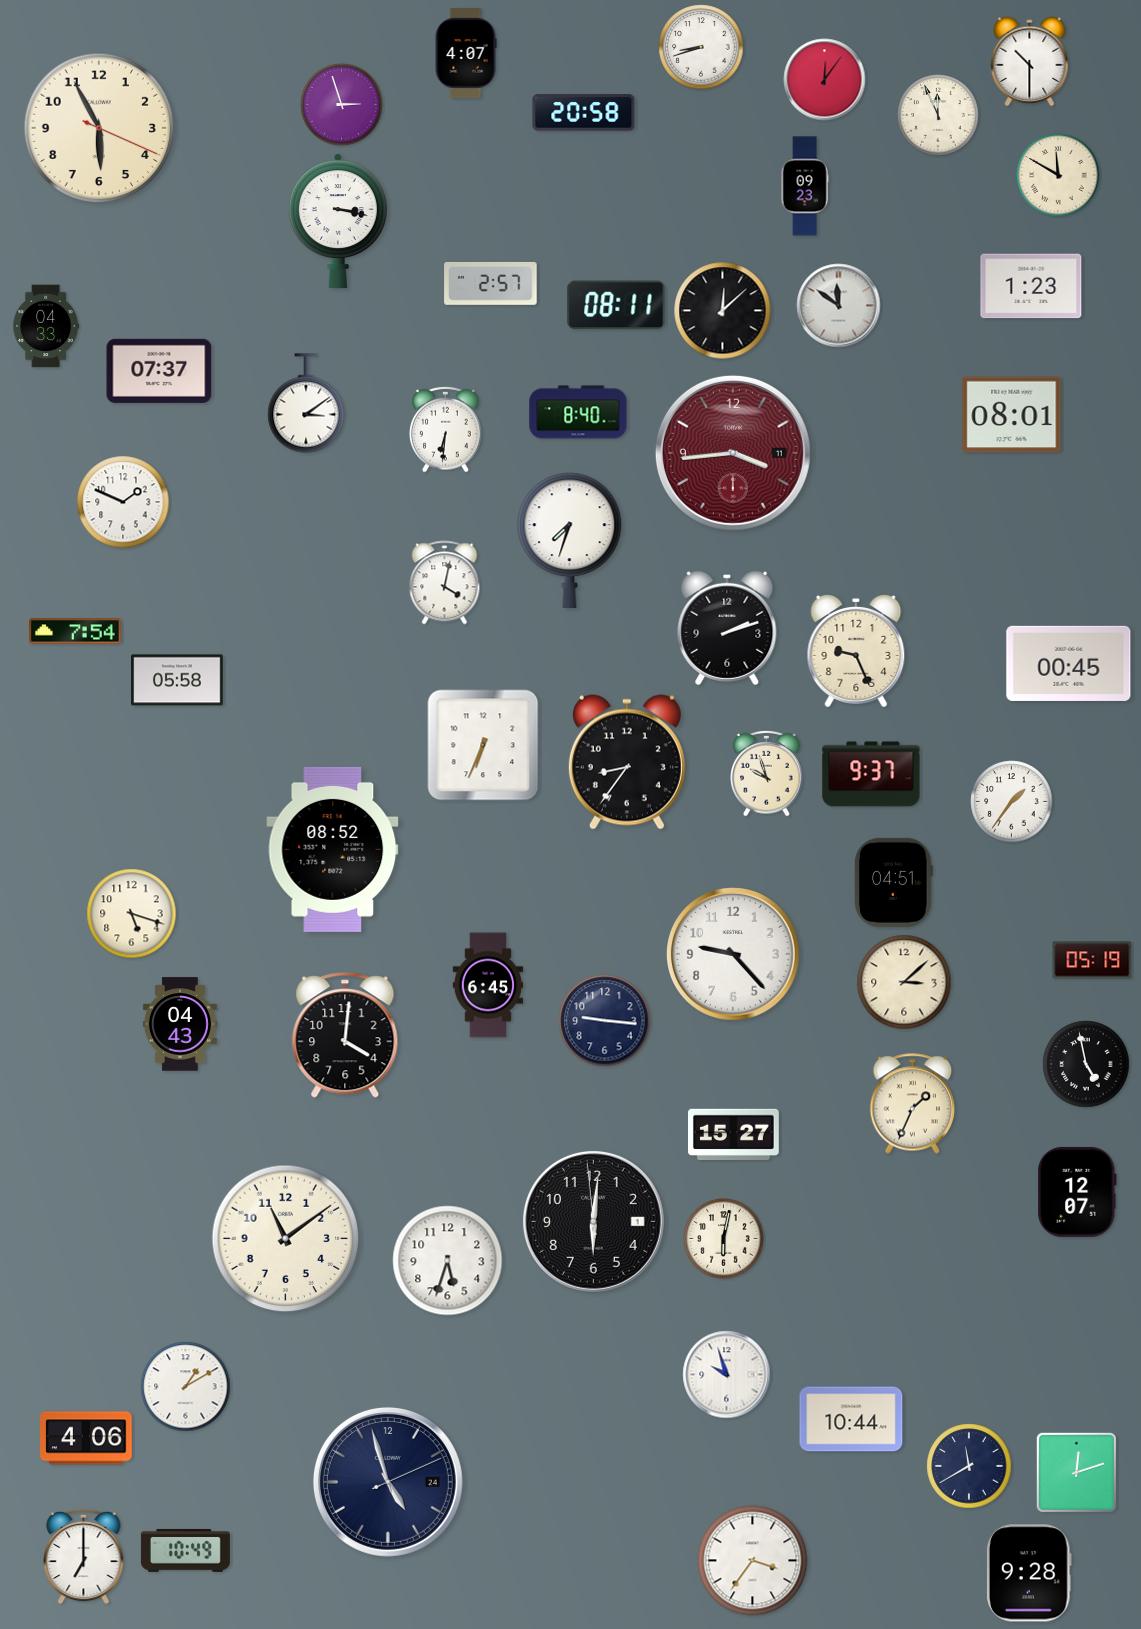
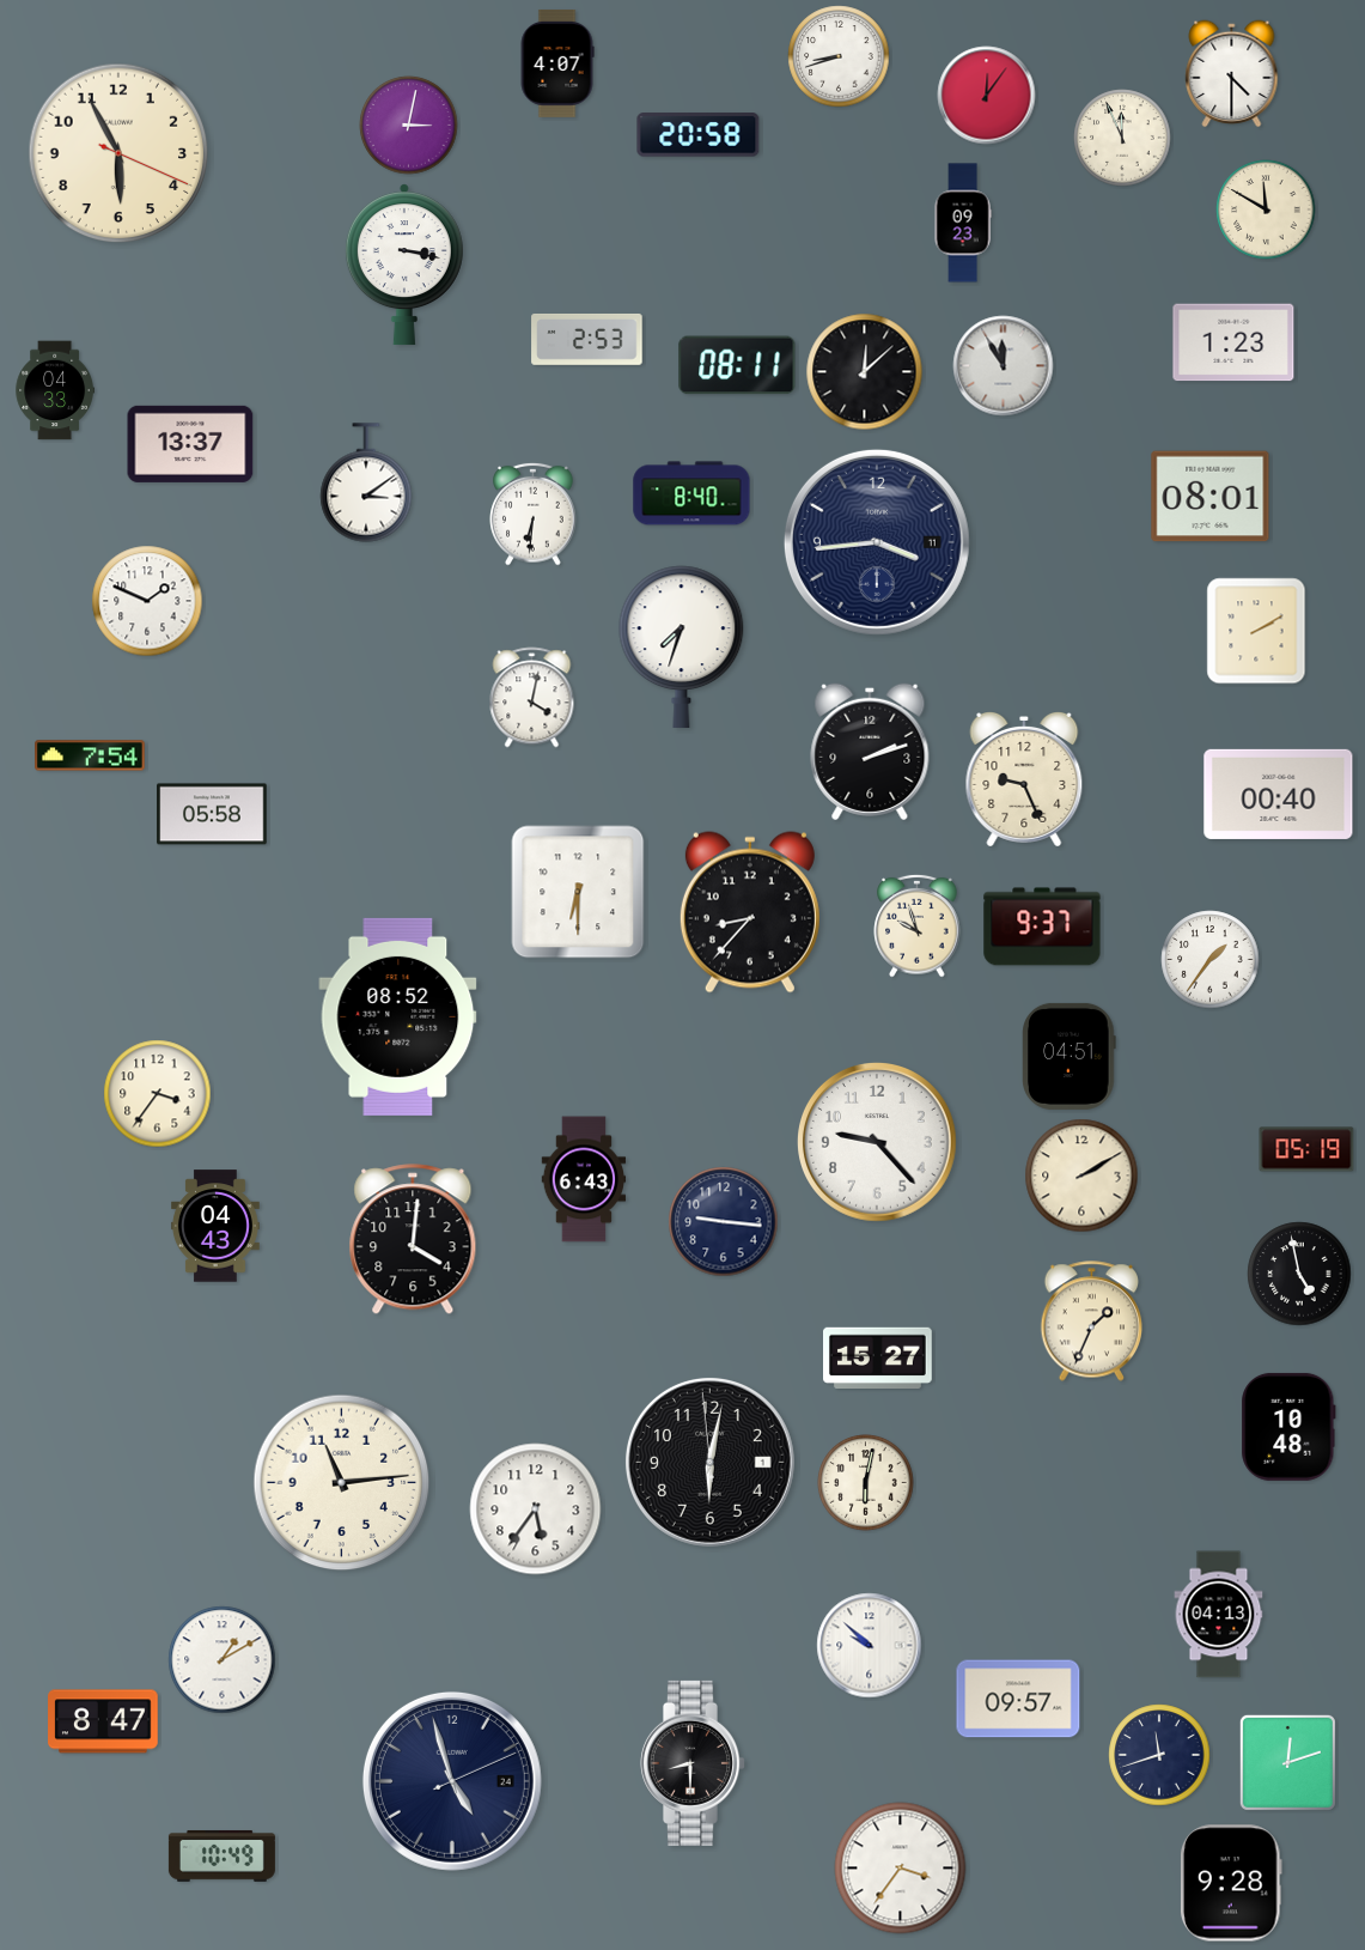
clock at (1030, 62): 10:30 -> 4:30
clock at (342, 105): 2:57 -> 3:02
clock at (491, 283): 2:57 -> 2:53
clock at (839, 306): 11:51 -> 11:55
clock at (159, 371): 07:37 -> 13:37
clock at (733, 453) dial: burgundy -> navy
clock at (1256, 631): none -> 2:10
clock at (1069, 663): 00:45 -> 00:40
clock at (483, 745): 6:34 -> 6:30
clock at (627, 762): 8:36 -> 8:37
clock at (132, 914): 5:18 -> 3:36
clock at (904, 982): 3:08 -> 2:10
clock at (488, 985): 6:45 -> 6:43
clock at (1077, 1192): 12:07 -> 10:48
clock at (593, 1221): 6:00 -> 6:01
clock at (286, 1239): 11:09 -> 11:14
clock at (448, 1261): 5:33 -> 5:36
clock at (1219, 1615): none -> 04:13
clock at (727, 1375): 9:57 -> 9:52
clock at (851, 1419): 10:44 -> 09:57
clock at (86, 1438): 4:06 -> 8:47
clock at (969, 1466): 11:40 -> 11:42
clock at (691, 1763): none -> 8:30
clock at (388, 1482) position: (388, 1482) -> (452, 1781)
clock at (84, 1557): 7:00 -> none
